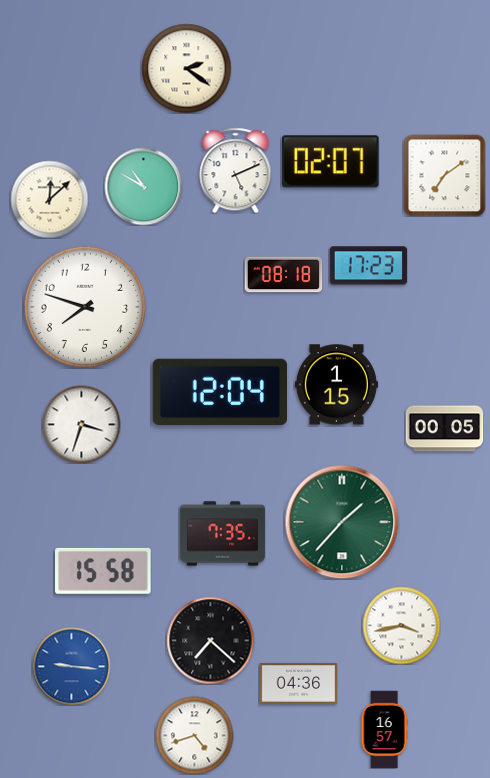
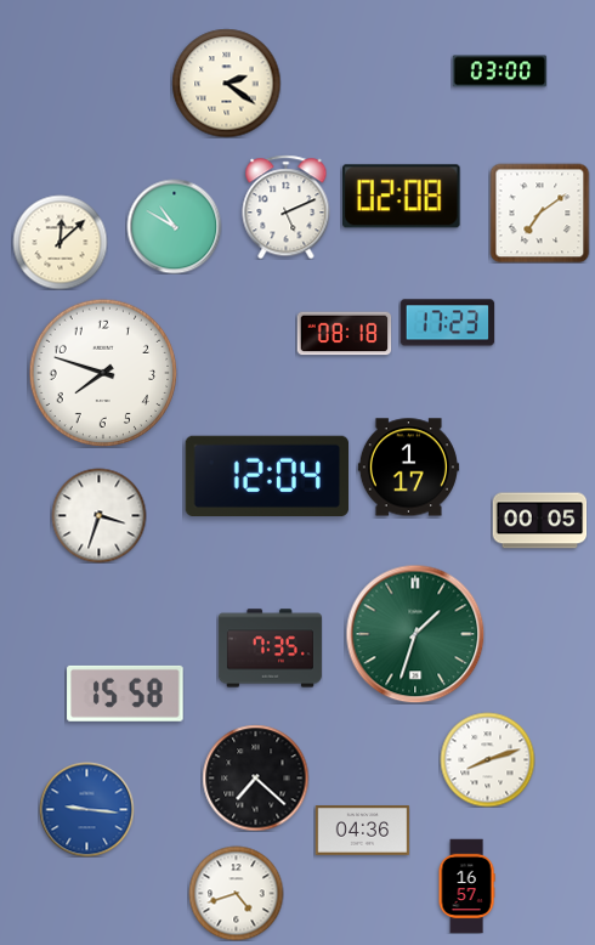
clock at (499, 72): none -> 03:00
clock at (331, 162): 02:07 -> 02:08
clock at (336, 385): 1:15 -> 1:17
clock at (342, 522): 1:37 -> 1:33
clock at (401, 625): 3:43 -> 8:12
